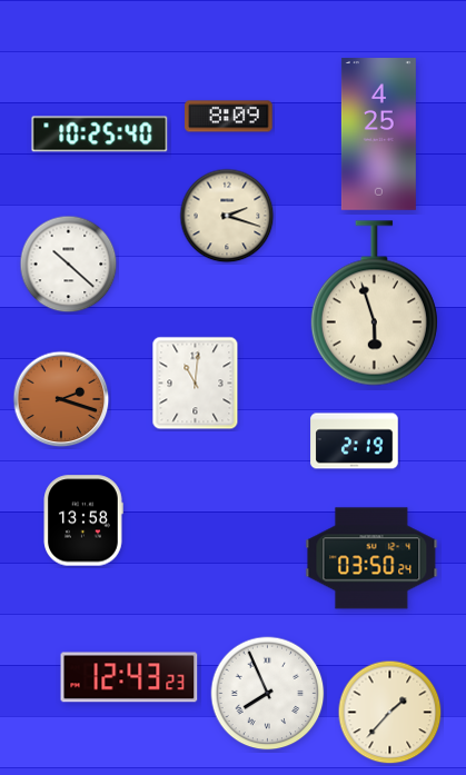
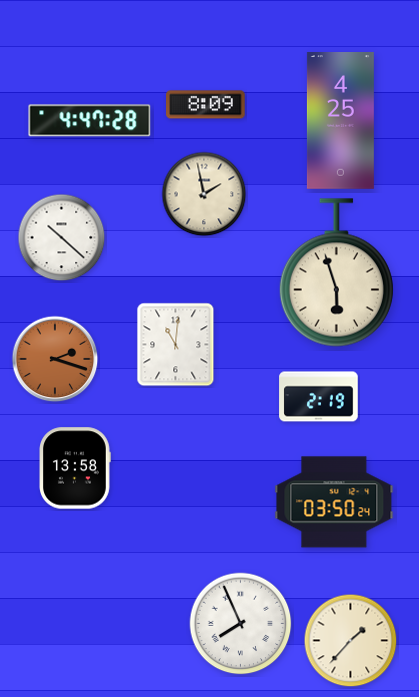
clock at (100, 135): 10:25 -> 4:47
clock at (227, 216): 2:18 -> 1:58
clock at (129, 677): 12:43 -> none
